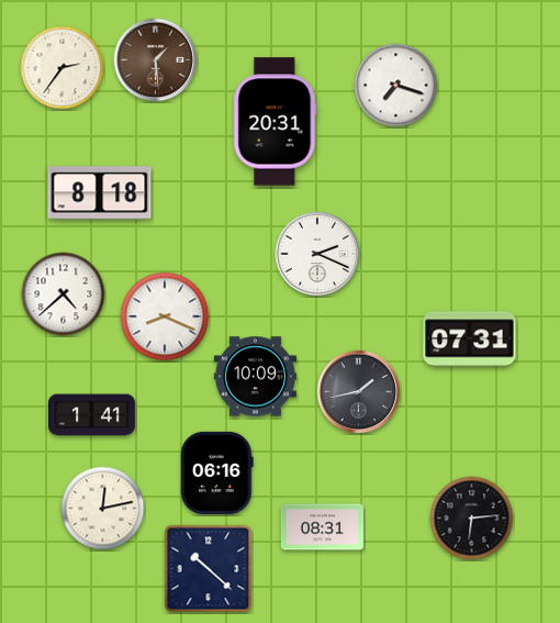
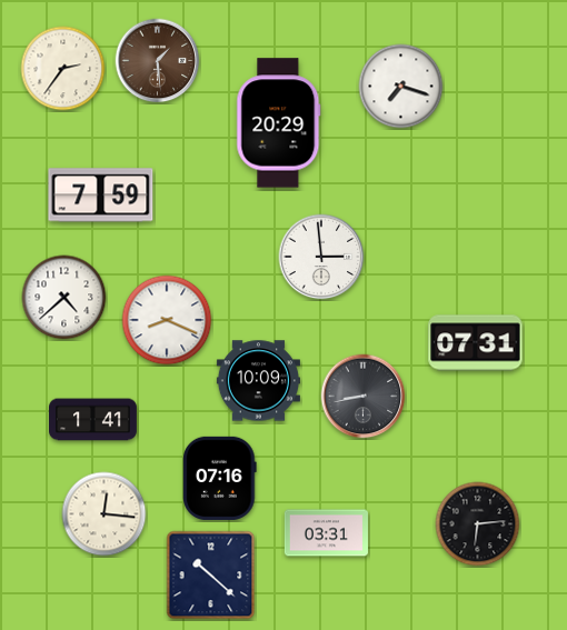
clock at (276, 122): 20:31 -> 20:29
clock at (100, 193): 8:18 -> 7:59
clock at (317, 254): 2:19 -> 2:59
clock at (359, 392): 1:43 -> 8:43
clock at (217, 472): 06:16 -> 07:16
clock at (103, 509): 12:13 -> 12:16
clock at (322, 527): 08:31 -> 03:31
